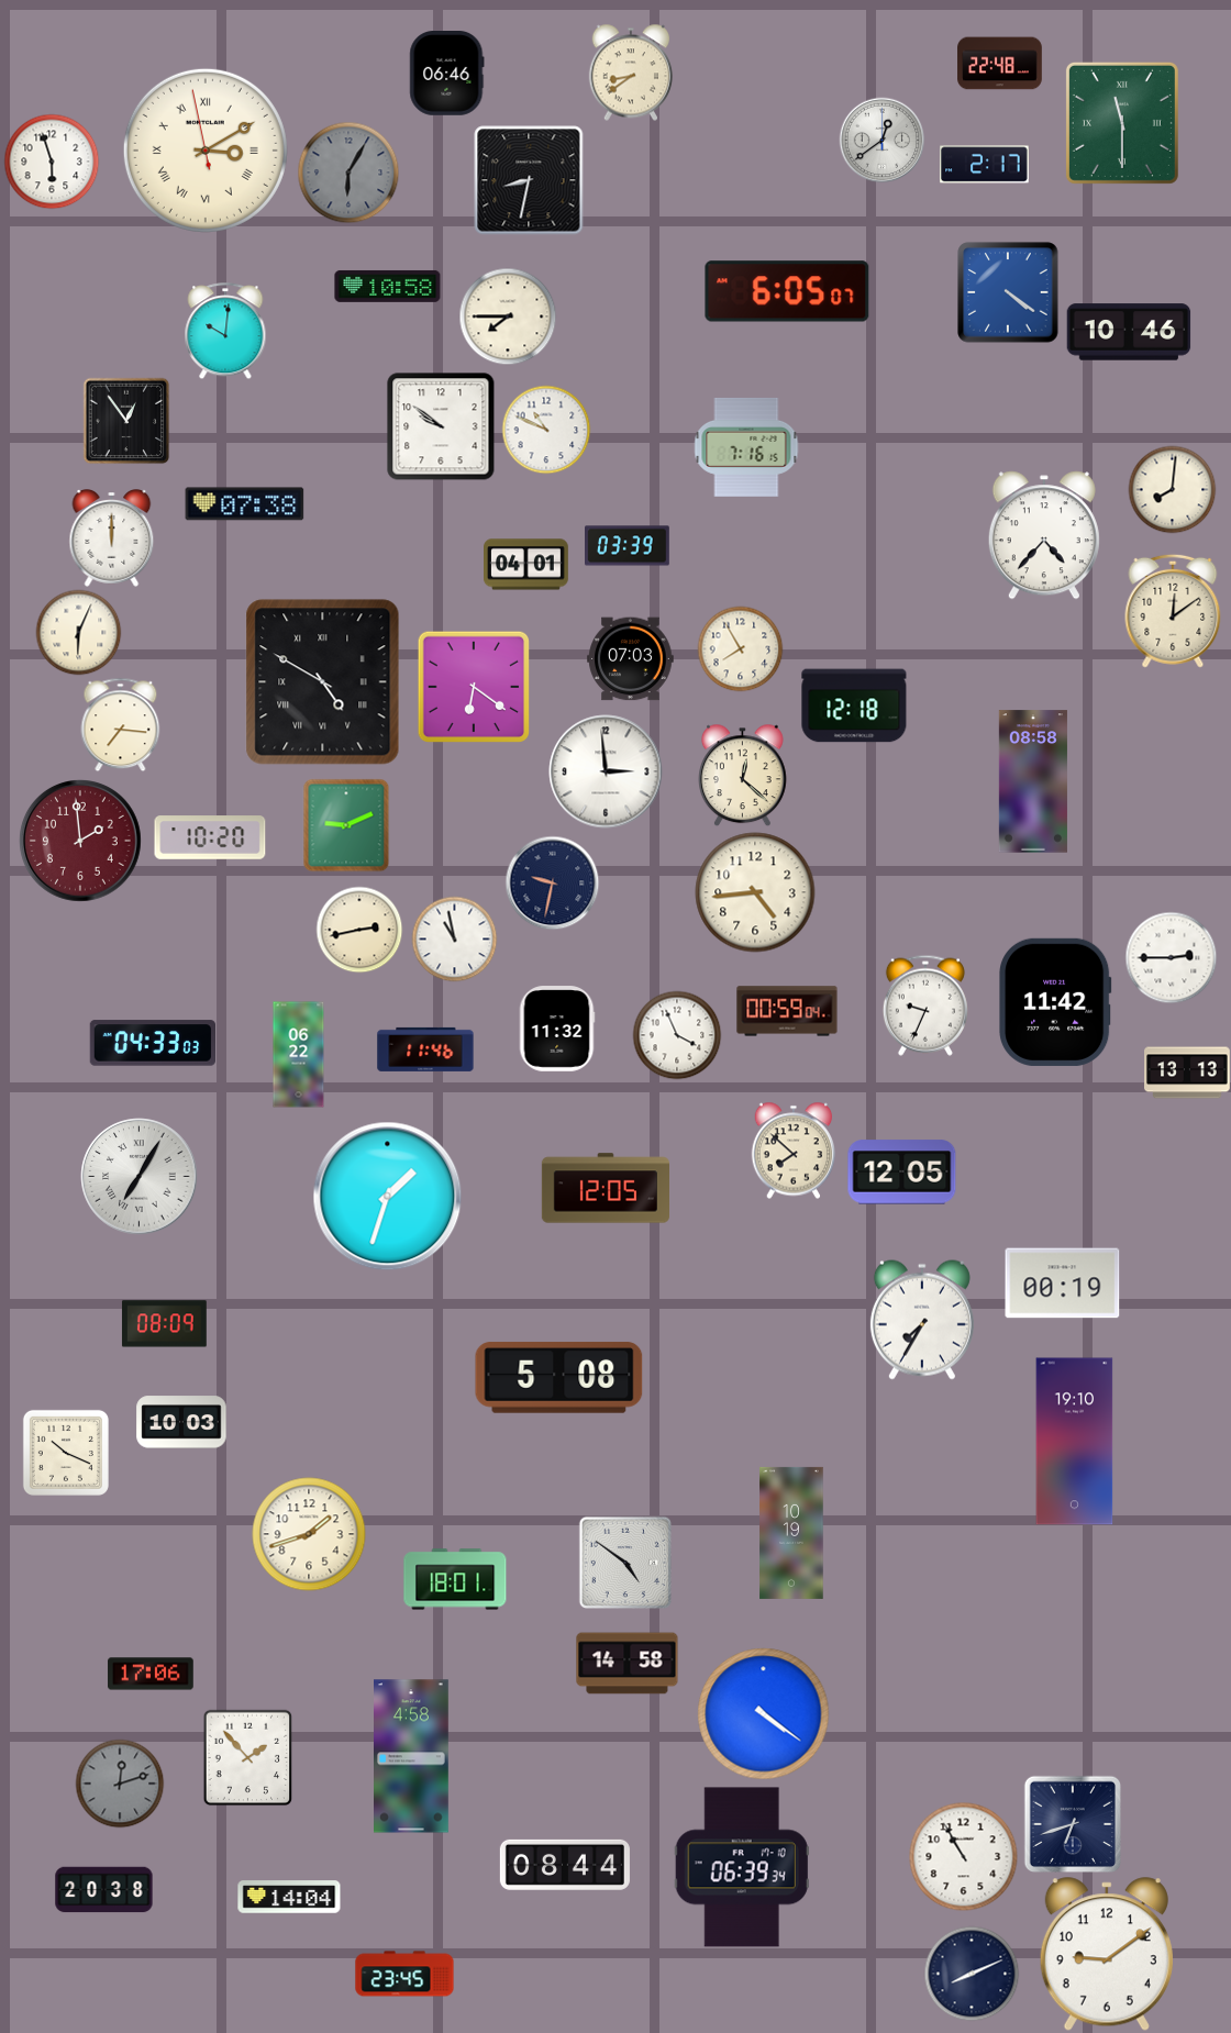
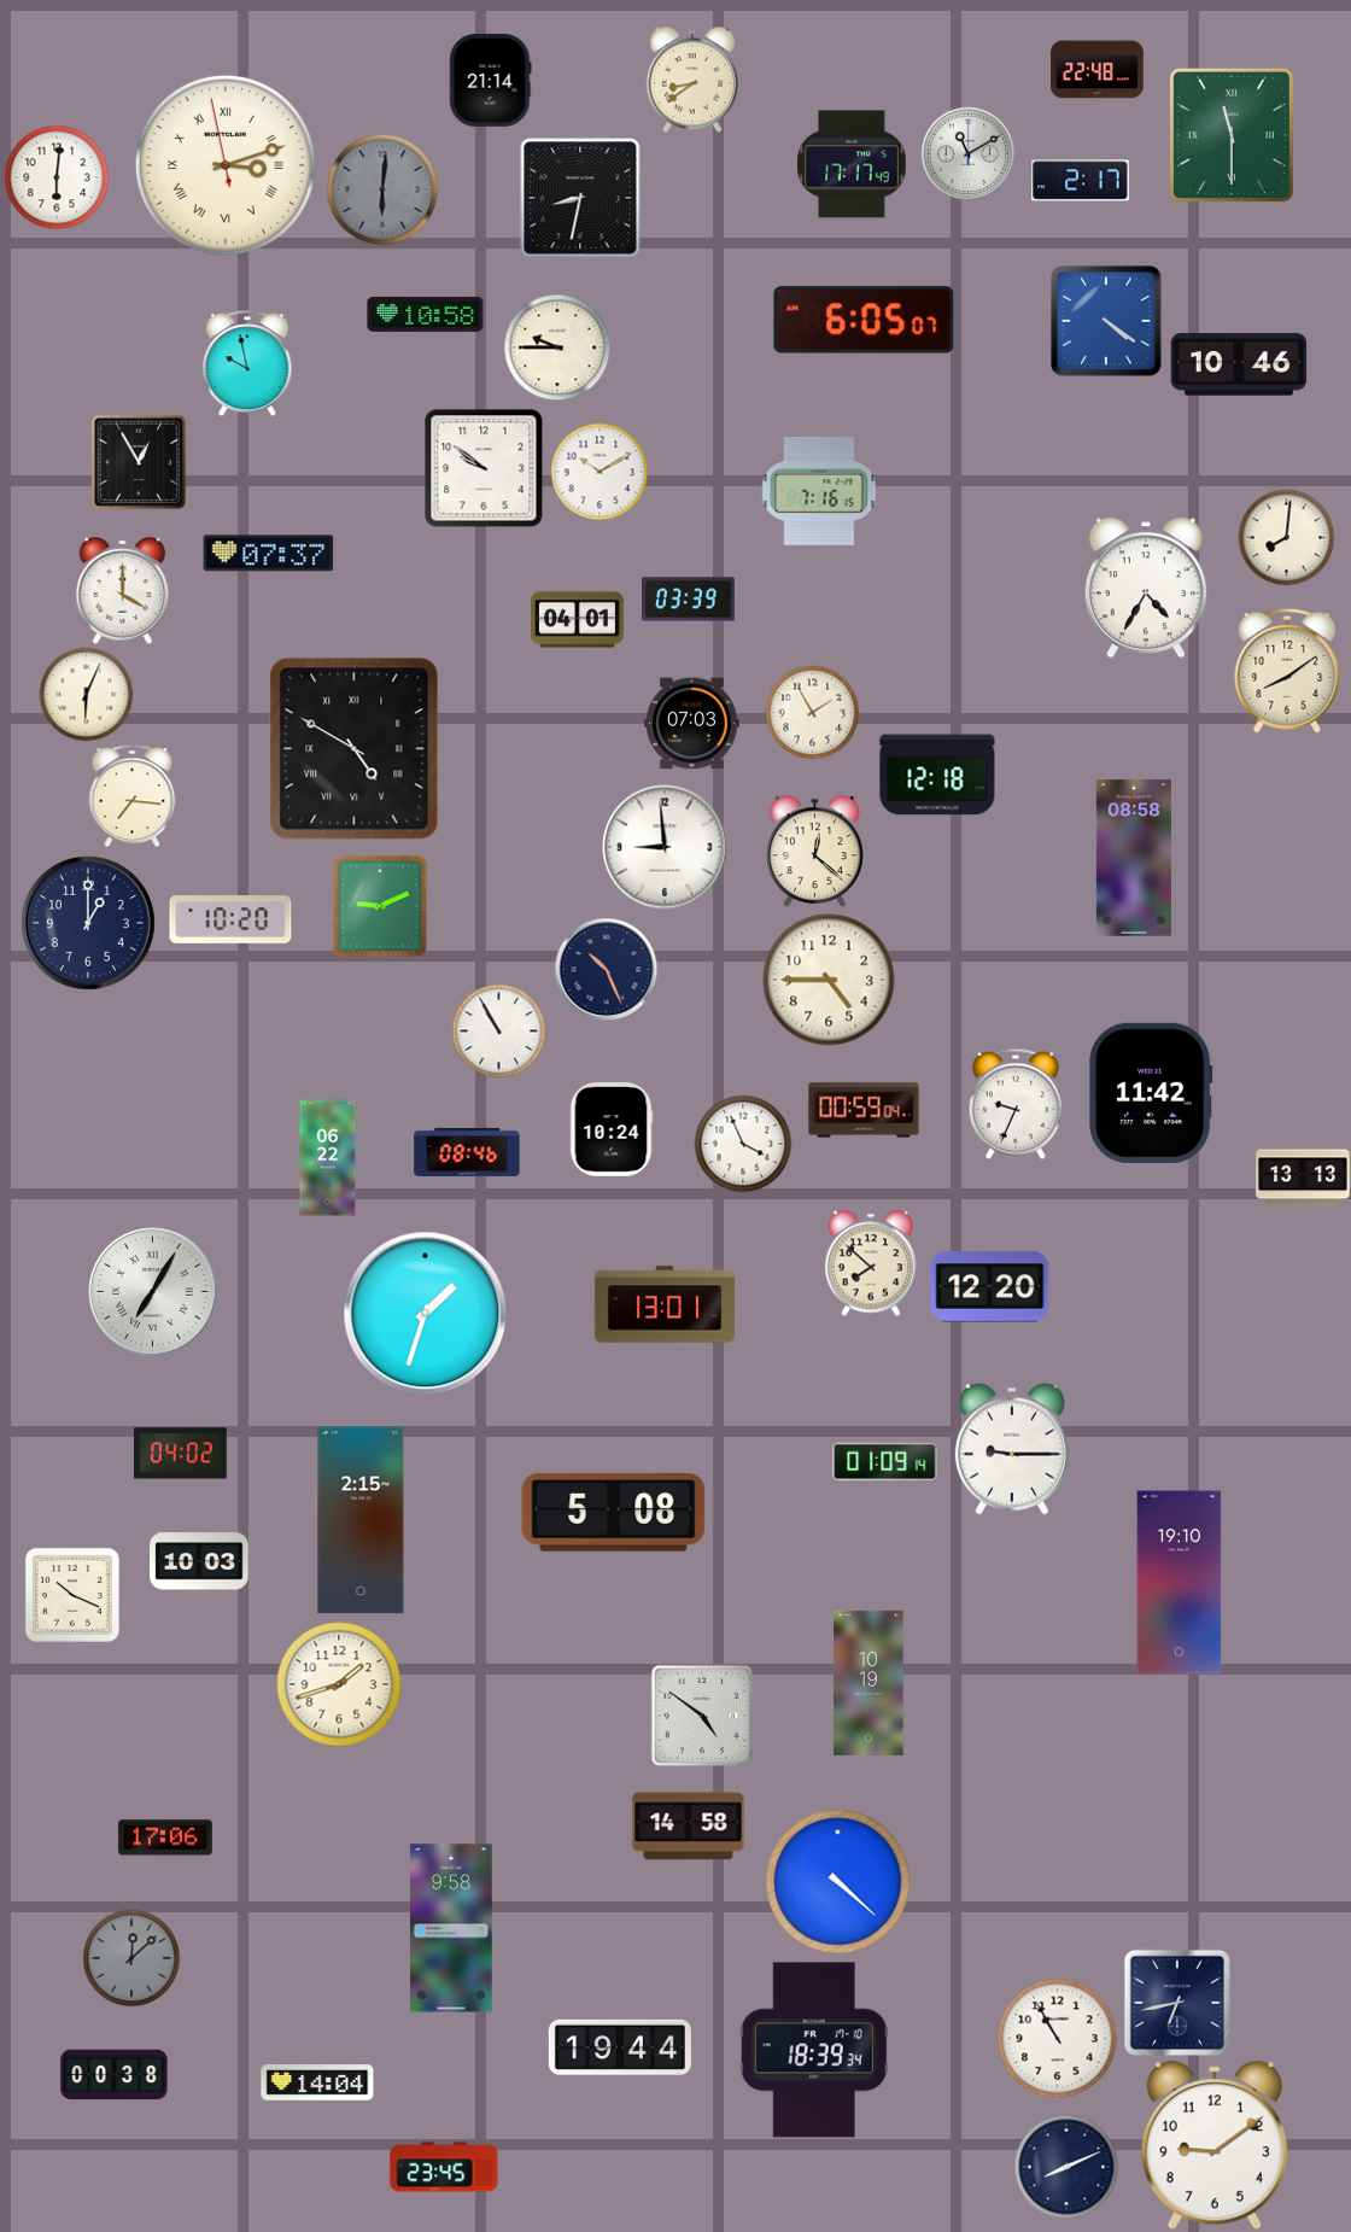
clock at (447, 74): 06:46 -> 21:14
clock at (881, 140): 12:39 -> 11:10
clock at (853, 164): none -> 17:17
clock at (206, 151): 3:09 -> 3:11
clock at (52, 162): 5:57 -> 6:01
clock at (348, 173): 6:05 -> 6:01
clock at (508, 316): 7:45 -> 9:45
clock at (225, 331): 10:01 -> 9:58
clock at (126, 421): 12:54 -> 12:55
clock at (546, 430): 10:49 -> 10:10
clock at (245, 504): 07:38 -> 07:37
clock at (1044, 535): 4:37 -> 4:35
clock at (112, 538): 12:00 -> 4:00
clock at (1173, 611): 12:09 -> 8:09
clock at (740, 648): 7:55 -> 1:55
clock at (474, 687): 6:21 -> none
clock at (606, 771): 2:59 -> 8:59
clock at (81, 842): 1:59 -> 1:00
clock at (81, 842) dial: burgundy -> navy
clock at (552, 882): 9:32 -> 10:26
clock at (755, 892): 4:44 -> 4:45
clock at (359, 930): 2:43 -> none
clock at (454, 938): 10:58 -> 10:55
clock at (1171, 957): 2:45 -> none
clock at (1055, 1002) position: (1055, 1002) -> (1151, 1093)
clock at (557, 1029): 11:32 -> 10:24
clock at (677, 1035) position: (677, 1035) -> (743, 1144)
clock at (152, 1043): 04:33 -> none
clock at (425, 1049): 11:46 -> 08:46
clock at (902, 1173): 12:05 -> 12:20
clock at (605, 1188): 12:05 -> 13:01
clock at (1063, 1284): 00:19 -> none
clock at (922, 1320): 7:35 -> 9:15
clock at (164, 1324): 08:09 -> 04:02
clock at (885, 1462): none -> 01:09
clock at (361, 1520): none -> 2:15
clock at (624, 1562) position: (624, 1562) -> (701, 1714)
clock at (455, 1579): 18:01 -> none
clock at (764, 1714): 4:21 -> 4:22
clock at (412, 1756): 4:58 -> 9:58
clock at (248, 1757): 1:53 -> none
clock at (120, 1784): 12:12 -> 12:08
clock at (1072, 1823): 6:42 -> 6:43
clock at (565, 1865): 08:44 -> 19:44
clock at (742, 1867): 06:39 -> 18:39
clock at (104, 1890): 20:38 -> 00:38
